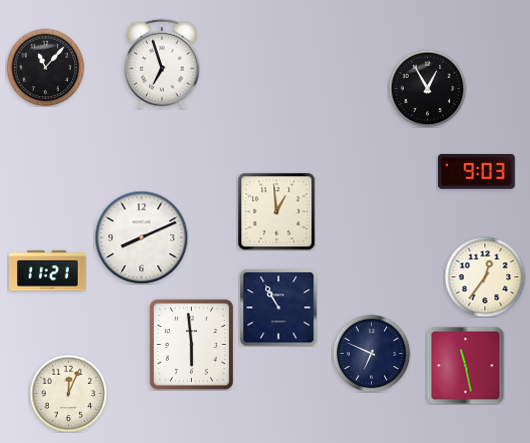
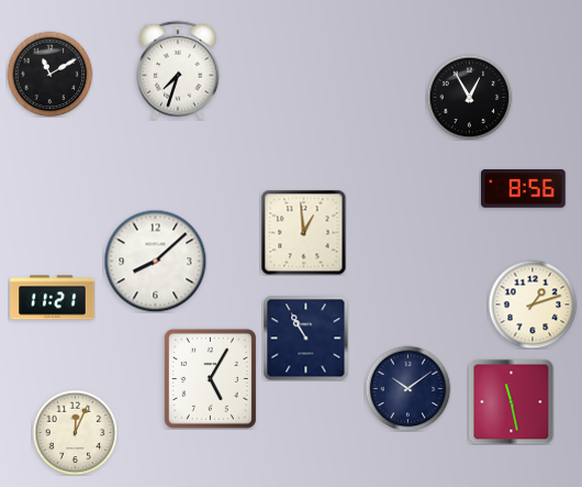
clock at (162, 64): 6:57 -> 7:33
clock at (45, 67): 11:07 -> 11:10
clock at (477, 171): 9:03 -> 8:56
clock at (141, 237): 8:11 -> 8:08
clock at (485, 277): 12:36 -> 1:12
clock at (191, 344): 5:59 -> 5:05
clock at (371, 353): 6:49 -> 10:09
